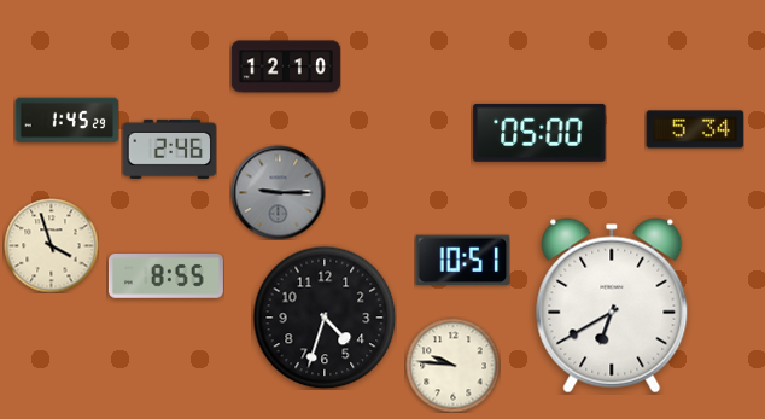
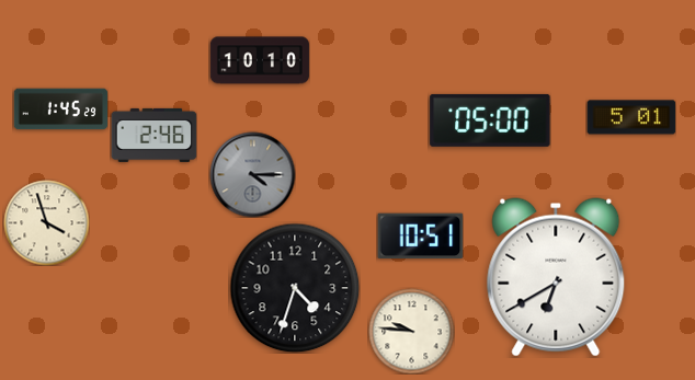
clock at (286, 66): 12:10 -> 10:10
clock at (695, 129): 5:34 -> 5:01
clock at (278, 192): 9:15 -> 4:15
clock at (165, 277): 8:55 -> none
